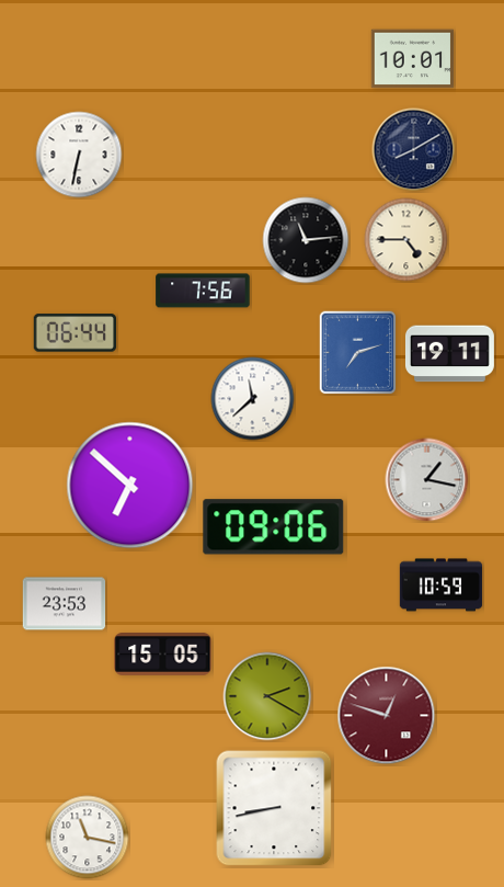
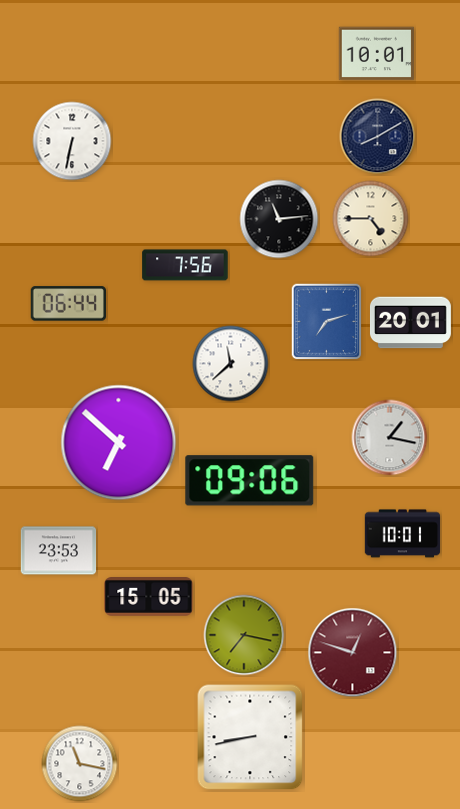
clock at (449, 354): 19:11 -> 20:01
clock at (442, 585): 10:59 -> 10:01
clock at (267, 696): 2:20 -> 7:17
